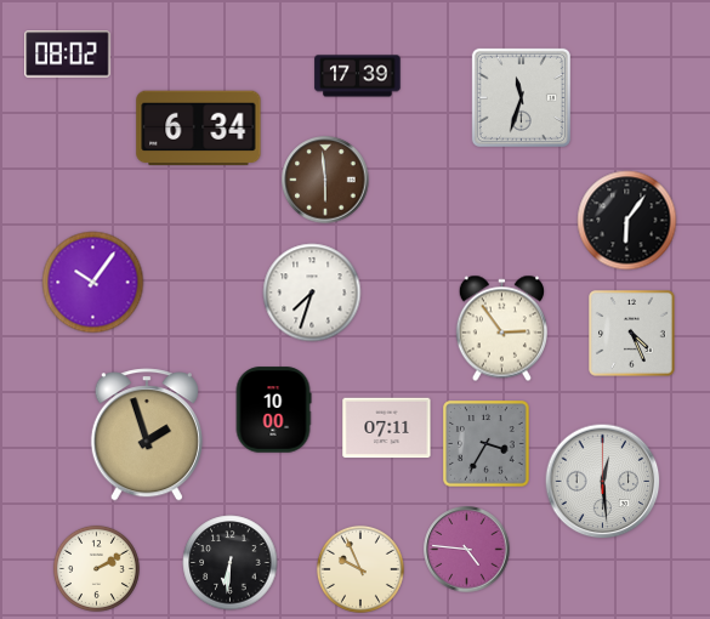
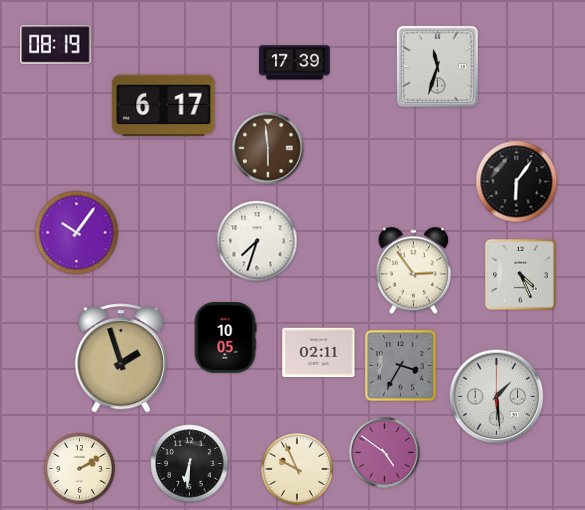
clock at (68, 55): 08:02 -> 08:19
clock at (521, 97) position: (521, 97) -> (437, 66)
clock at (199, 129): 6:34 -> 6:17
clock at (273, 410): 10:00 -> 10:05
clock at (387, 428): 07:11 -> 02:11
clock at (603, 482): 12:29 -> 1:29
clock at (467, 550): 4:46 -> 4:51
